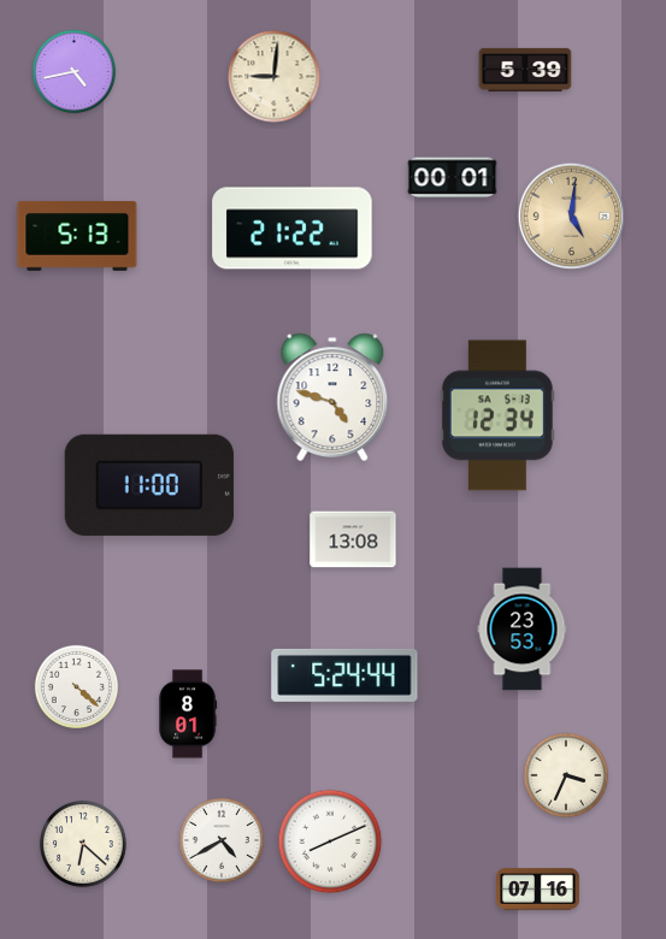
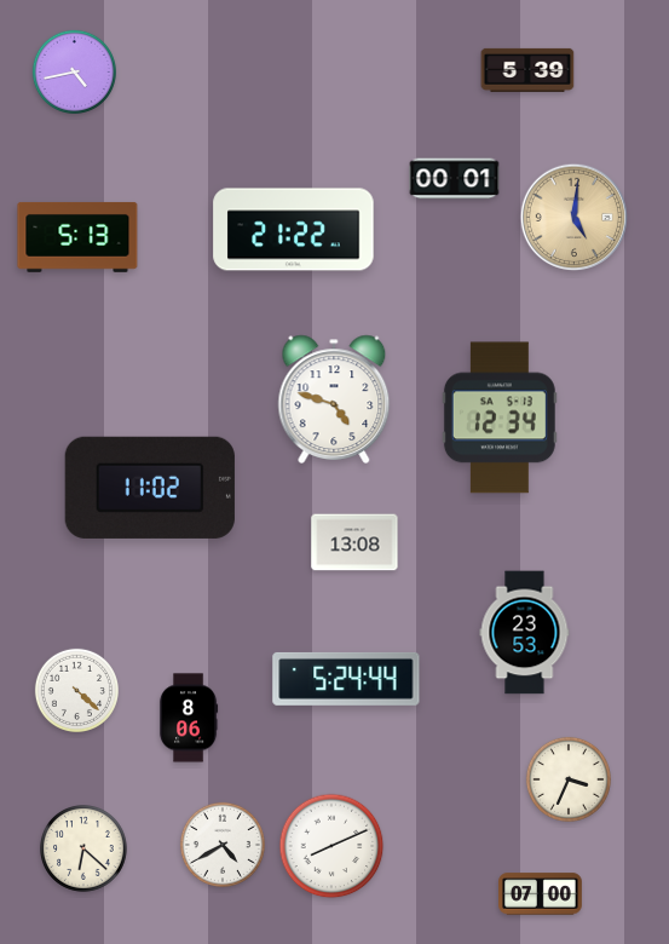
clock at (275, 77): 9:01 -> none
clock at (149, 485): 11:00 -> 11:02
clock at (188, 714): 8:01 -> 8:06
clock at (538, 890): 07:16 -> 07:00
